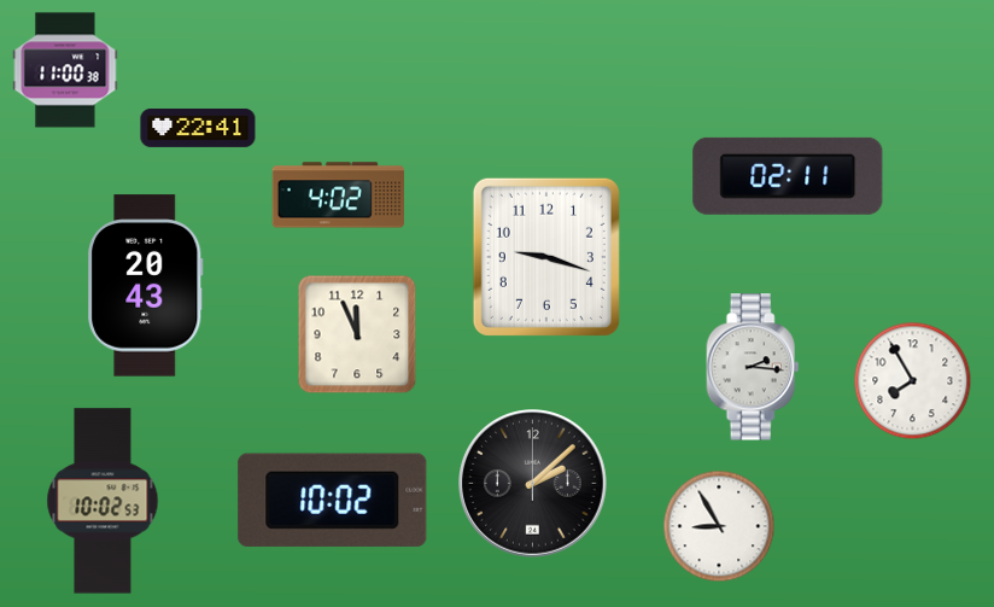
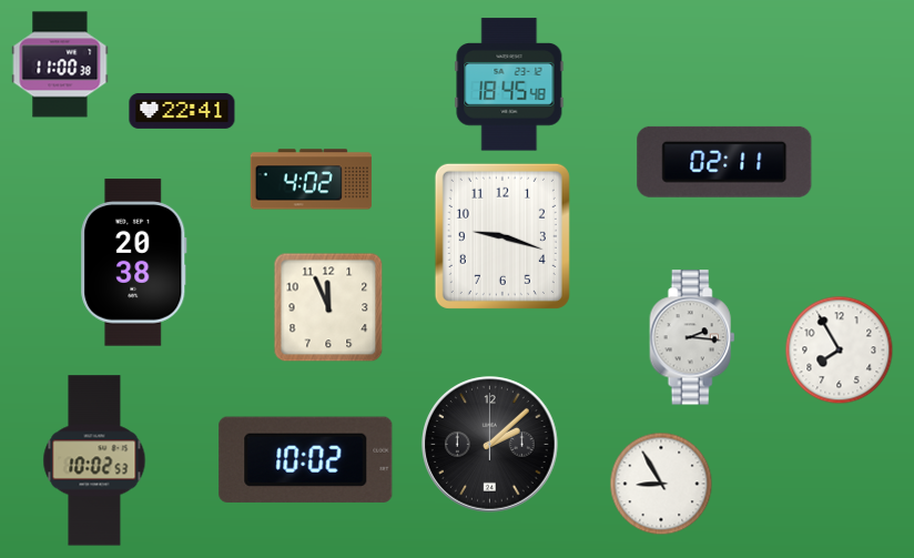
clock at (509, 84): none -> 18:45
clock at (198, 128) position: (198, 128) -> (182, 111)
clock at (146, 286): 20:43 -> 20:38
